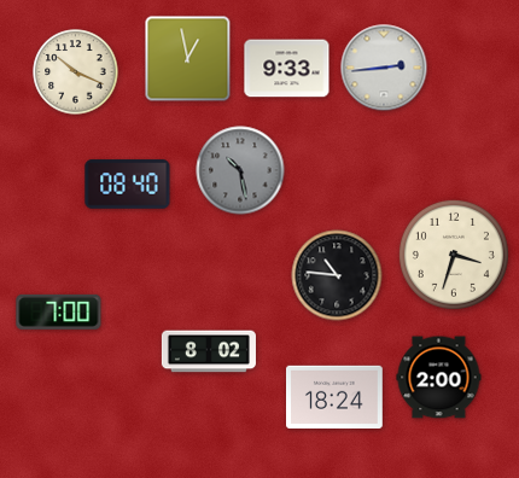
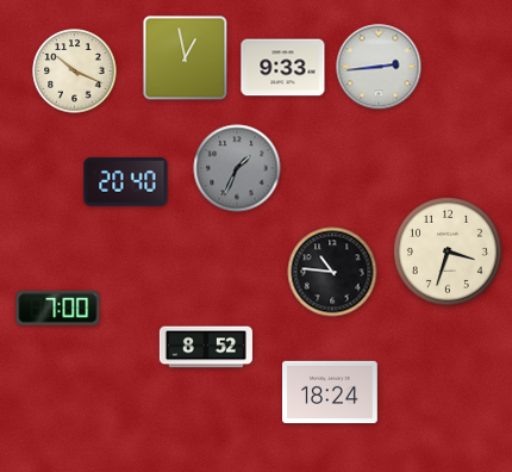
clock at (240, 170): 10:28 -> 1:34
clock at (128, 185): 08:40 -> 20:40
clock at (209, 351): 8:02 -> 8:52
clock at (439, 378): 2:00 -> none
